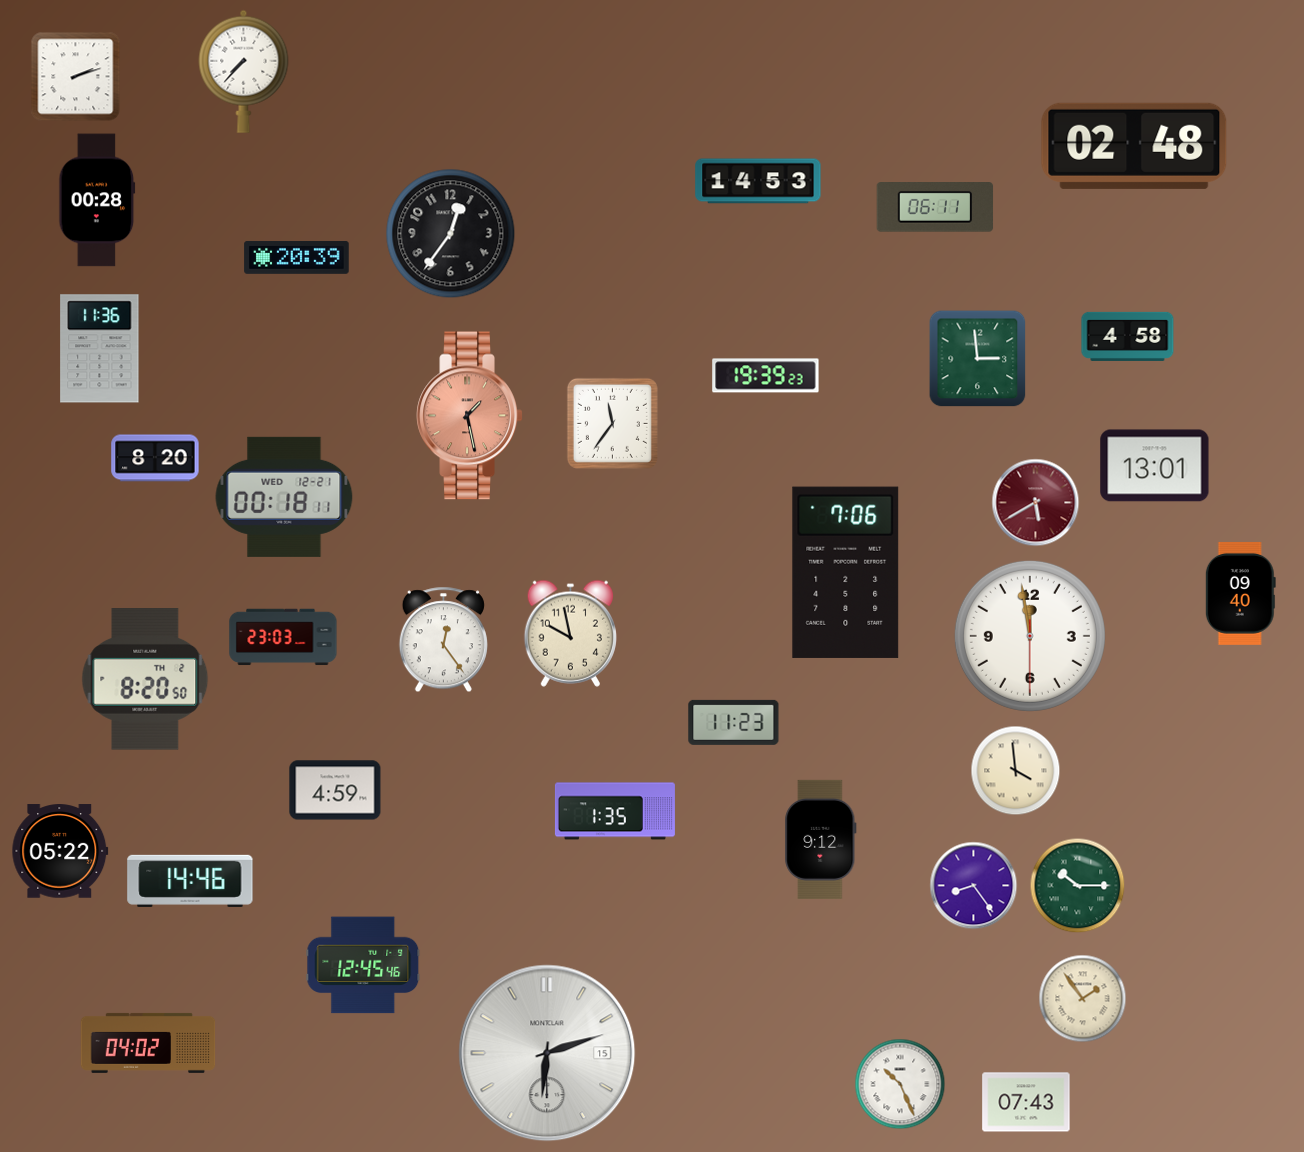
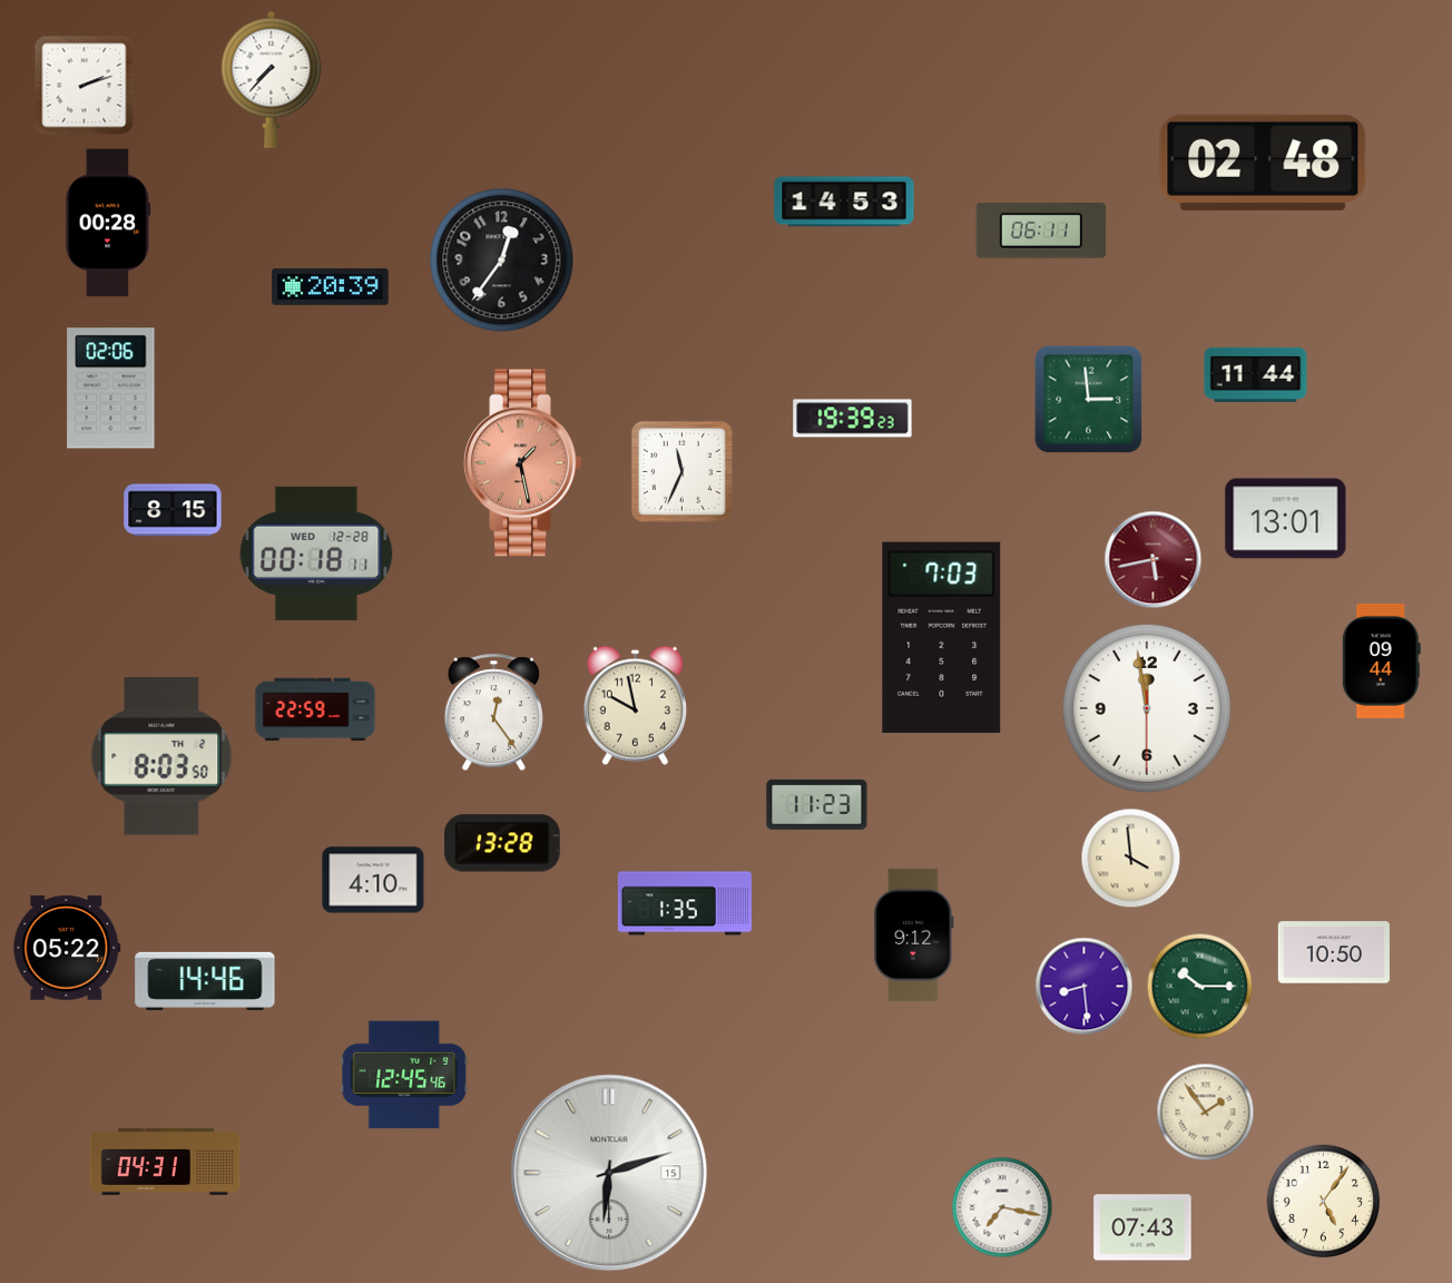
clock at (1128, 336): 4:58 -> 11:44
clock at (100, 349): 11:36 -> 02:06
clock at (612, 423): 11:36 -> 11:34
clock at (155, 458): 8:20 -> 8:15
clock at (284, 497) date: WED 12-21 -> WED 12-28
clock at (1036, 503): 5:40 -> 5:43
clock at (846, 572): 7:06 -> 7:03
clock at (1240, 593): 09:40 -> 09:44
clock at (283, 637): 23:03 -> 22:59
clock at (145, 679): 8:20 -> 8:03
clock at (503, 843): none -> 13:28
clock at (335, 790): 4:59 -> 4:10
clock at (1334, 952): none -> 10:50
clock at (190, 881) position: (190, 881) -> (205, 981)
clock at (974, 886): 8:24 -> 8:29
clock at (148, 1043): 04:02 -> 04:31
clock at (1324, 1202): none -> 5:06
clock at (900, 1084): 10:26 -> 7:17
